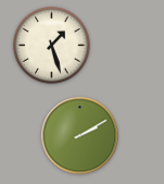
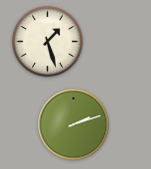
clock at (80, 136): 2:10 -> 2:12
